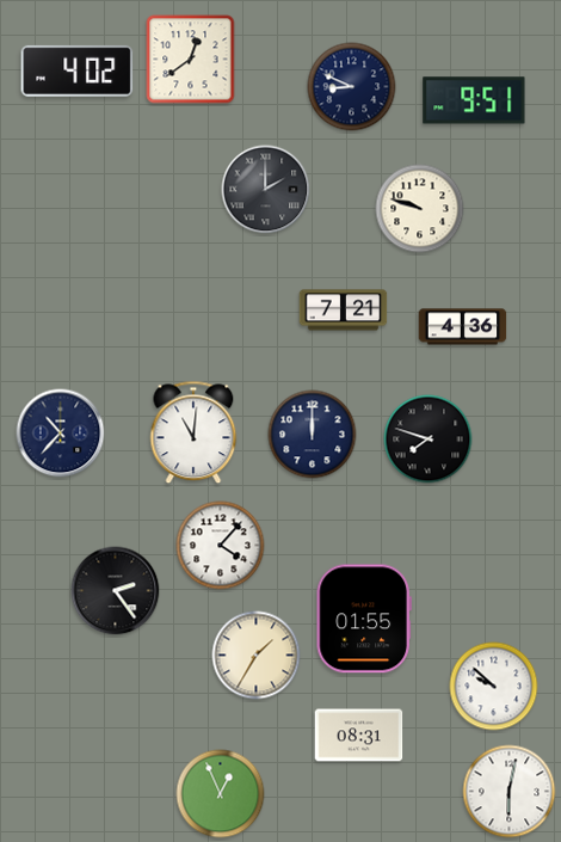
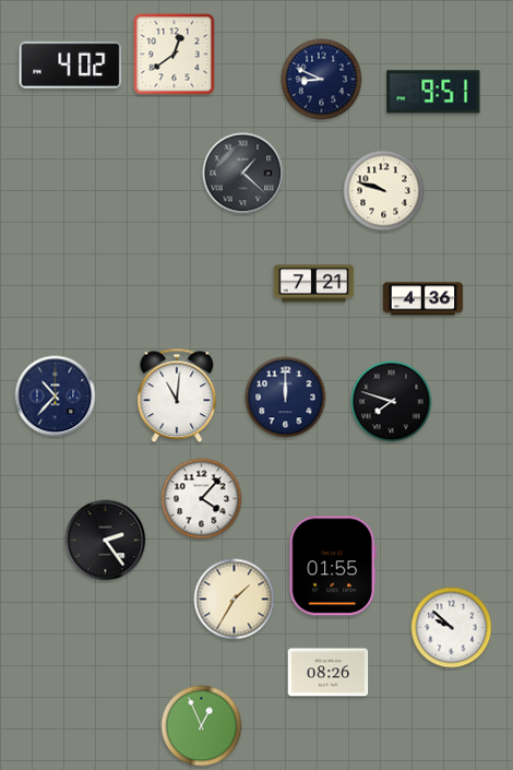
clock at (266, 190): 2:00 -> 1:22
clock at (359, 736): 08:31 -> 08:26
clock at (510, 792): 6:02 -> none
